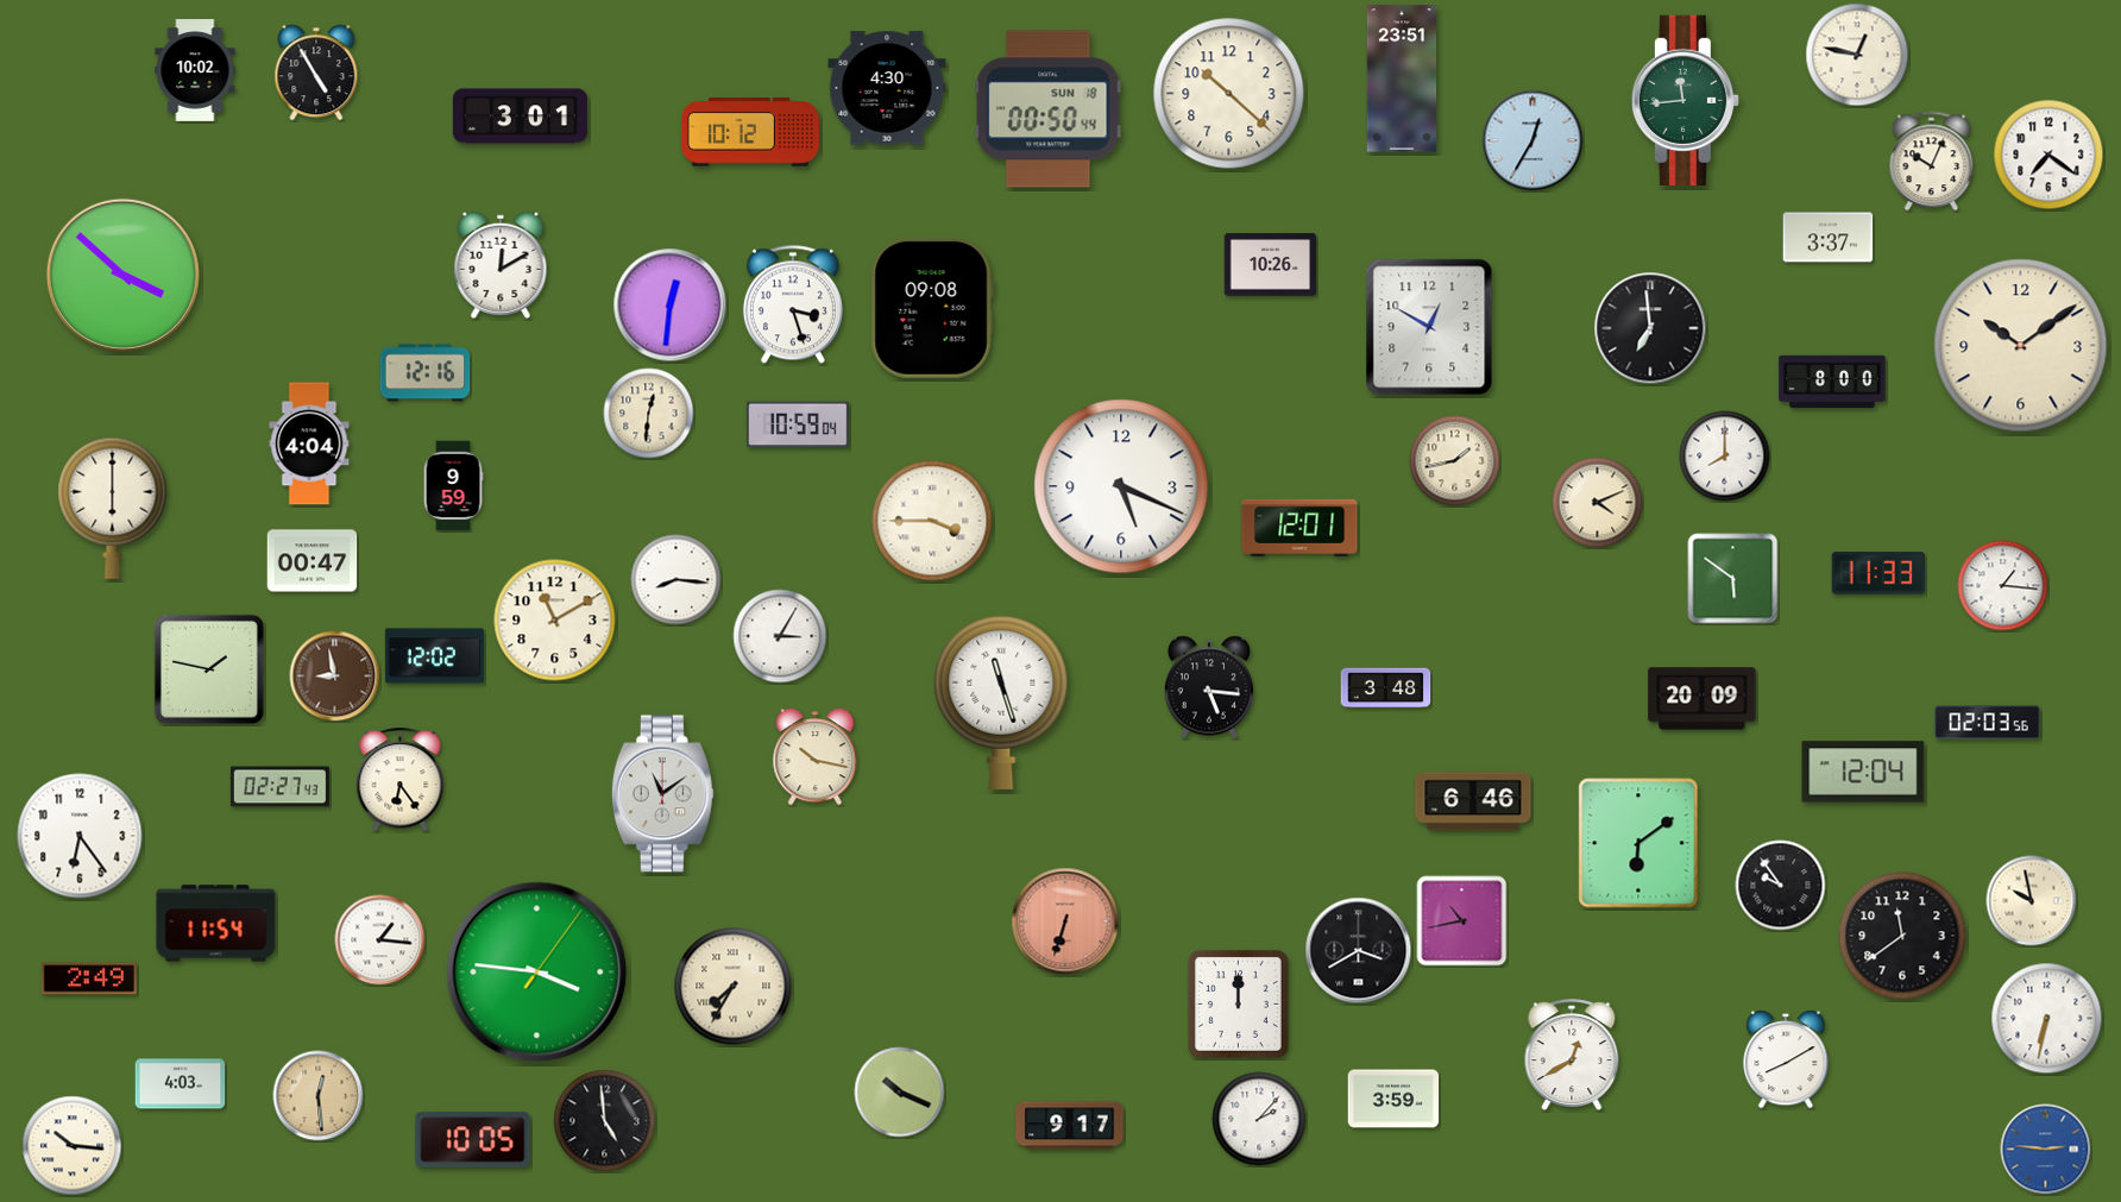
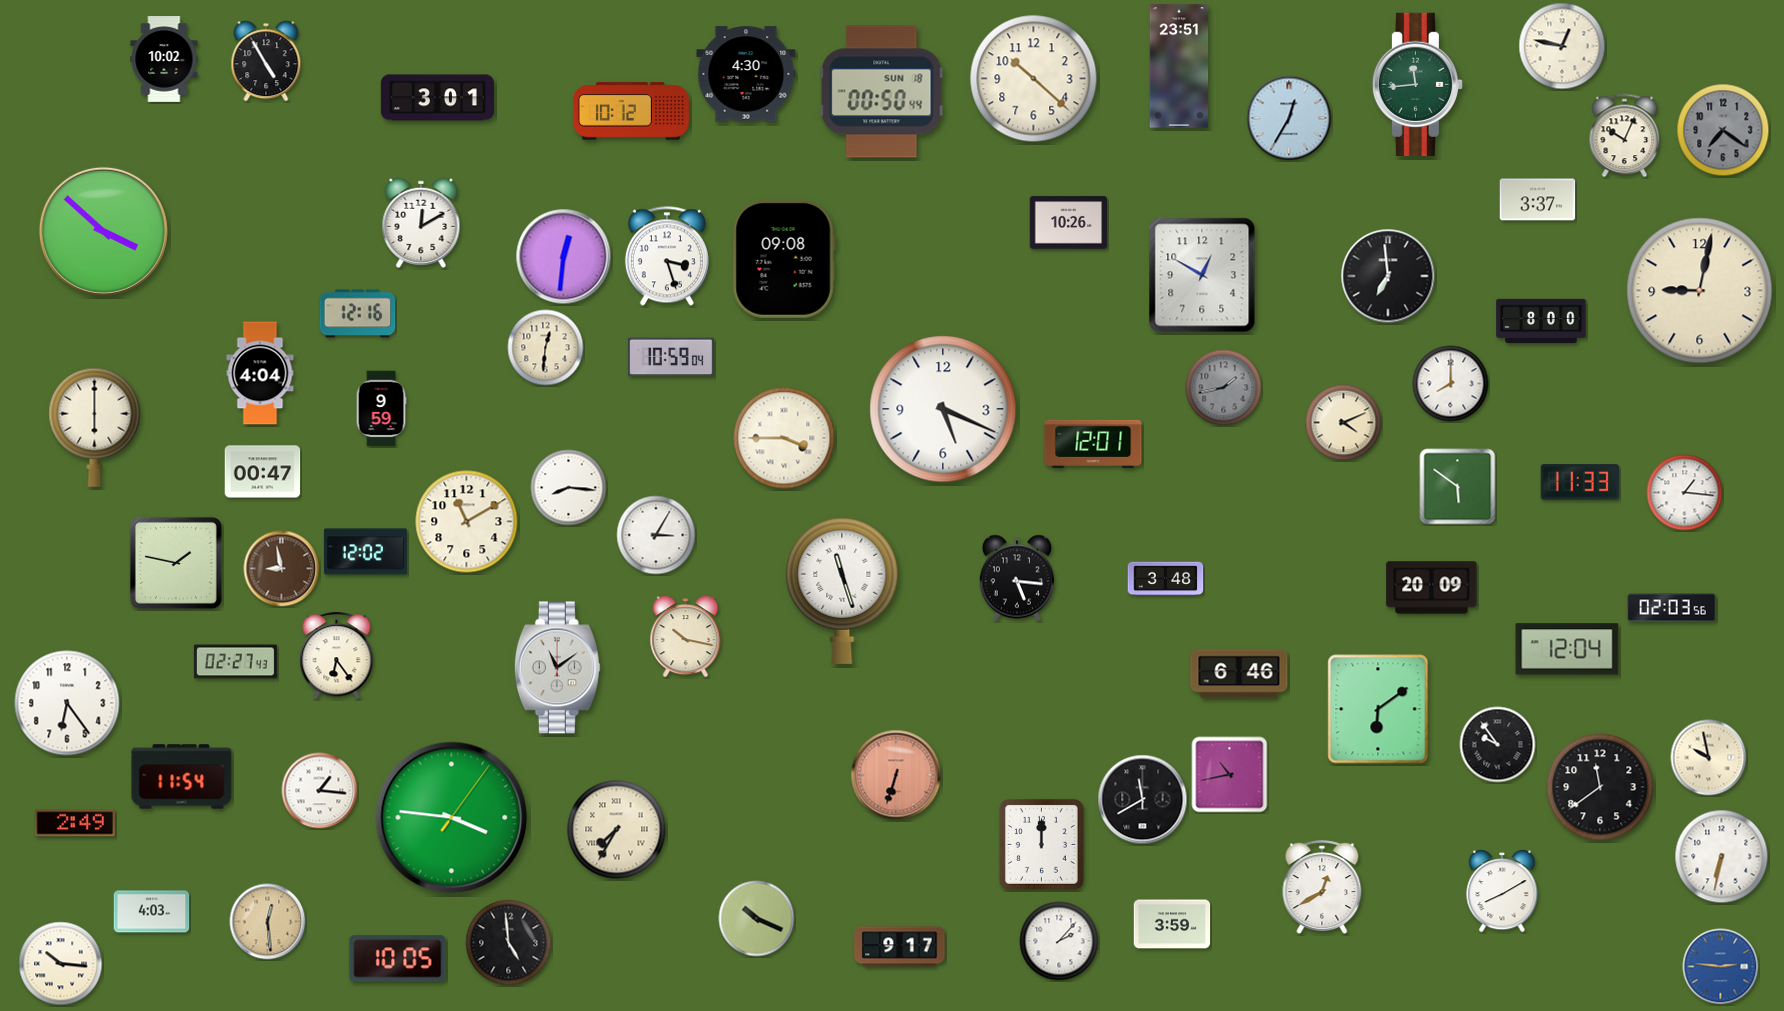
clock at (2048, 155) dial: white -> grey
clock at (2021, 346): 10:09 -> 9:02
clock at (1455, 461) dial: cream -> grey
clock at (1359, 951): 3:40 -> 11:40
